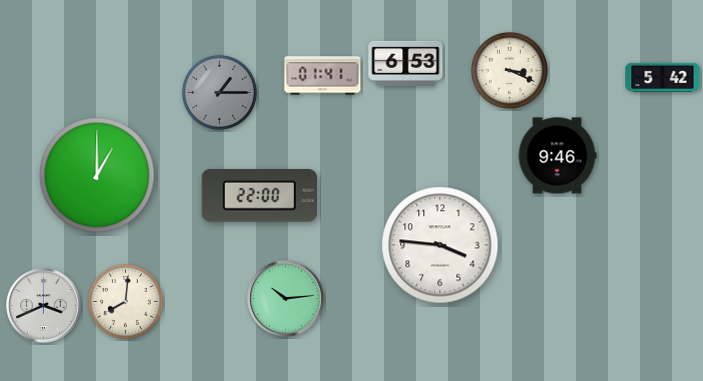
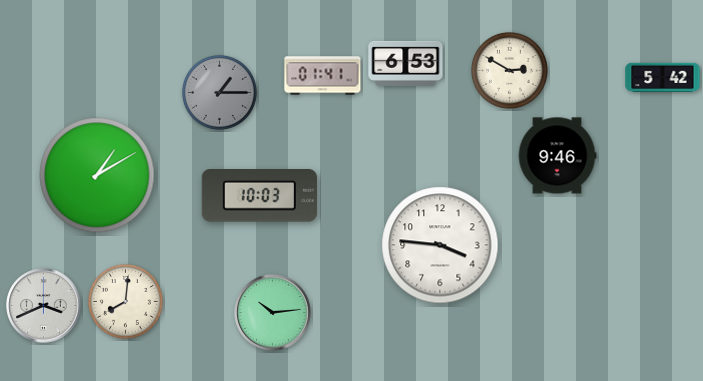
clock at (509, 70): 3:19 -> 2:50
clock at (97, 175): 1:00 -> 1:10
clock at (259, 196): 22:00 -> 10:03
clock at (286, 299) position: (286, 299) -> (273, 313)
